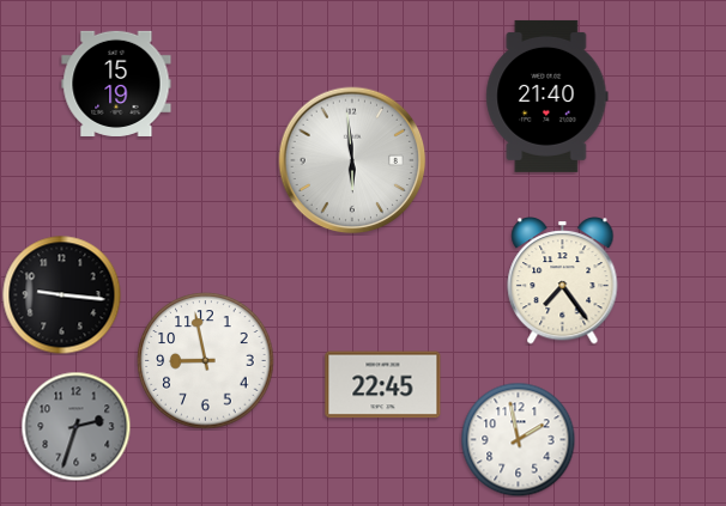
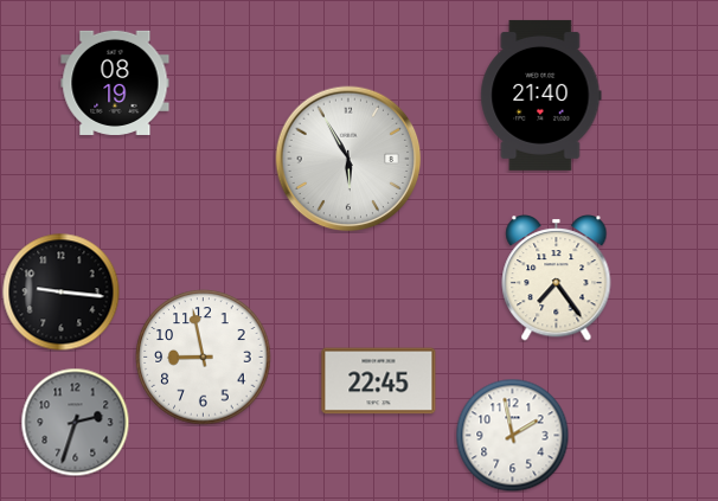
clock at (116, 84): 15:19 -> 08:19
clock at (352, 160): 5:59 -> 5:55
